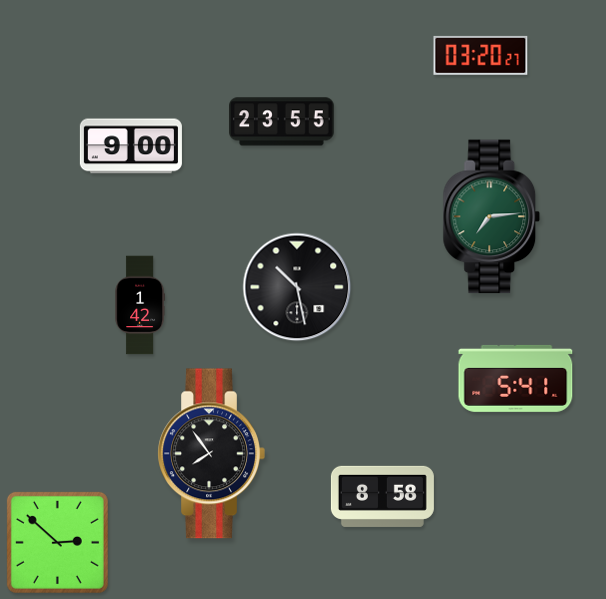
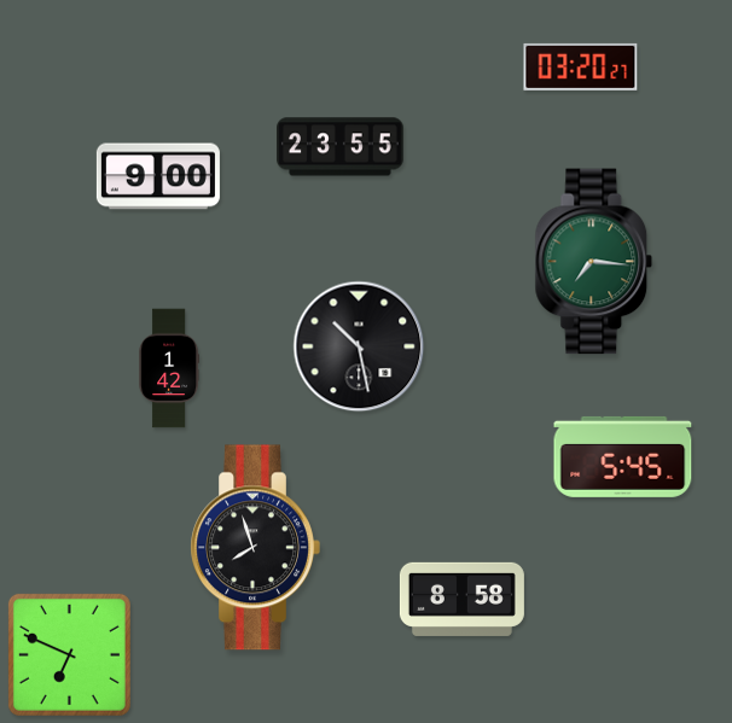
clock at (492, 217): 7:14 -> 7:16
clock at (516, 378): 5:41 -> 5:45
clock at (211, 454): 7:54 -> 7:57
clock at (57, 542): 2:52 -> 6:49
